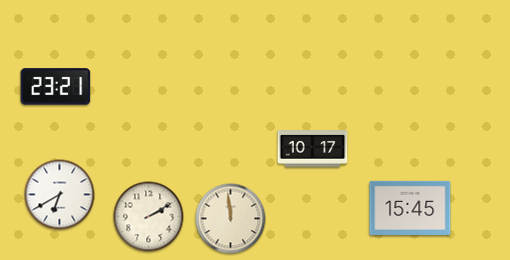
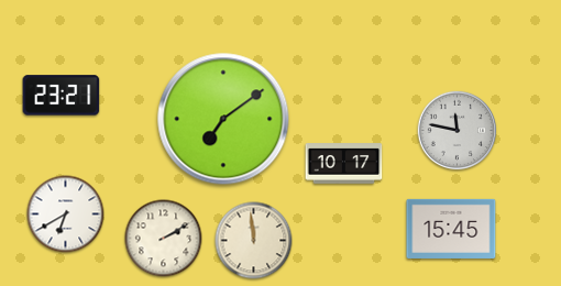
clock at (223, 119): none -> 7:09
clock at (458, 131): none -> 11:47
